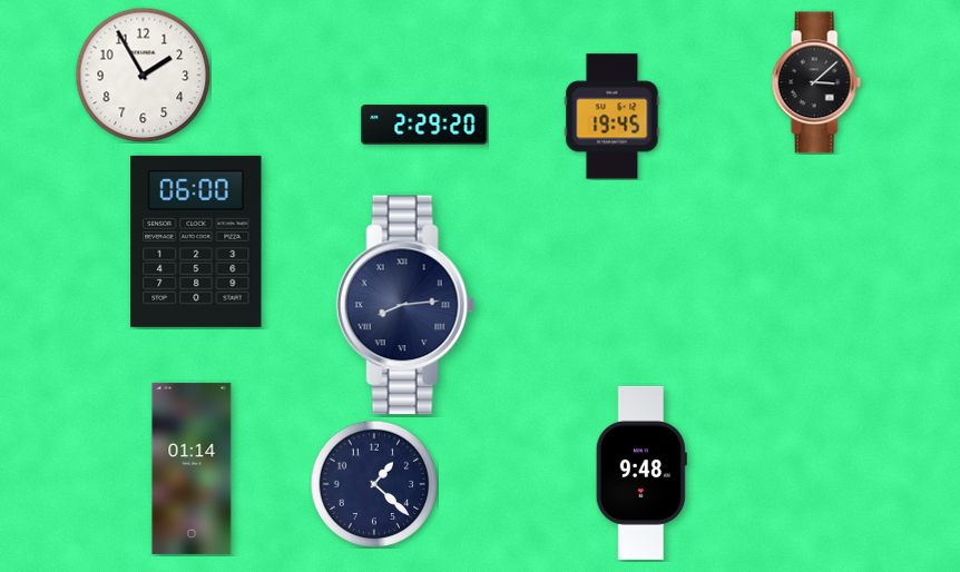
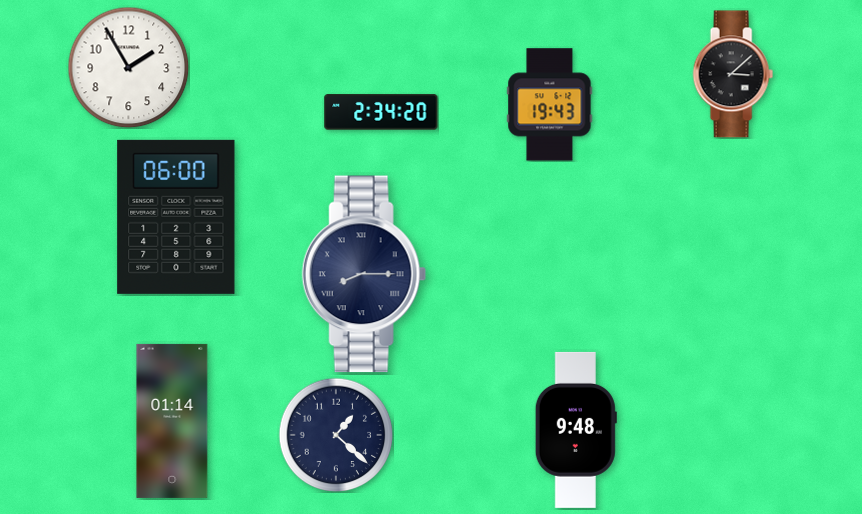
clock at (613, 117): 19:45 -> 19:43
clock at (424, 125): 2:29 -> 2:34
clock at (405, 305): 8:14 -> 8:15
clock at (641, 473) position: (641, 473) -> (576, 430)
